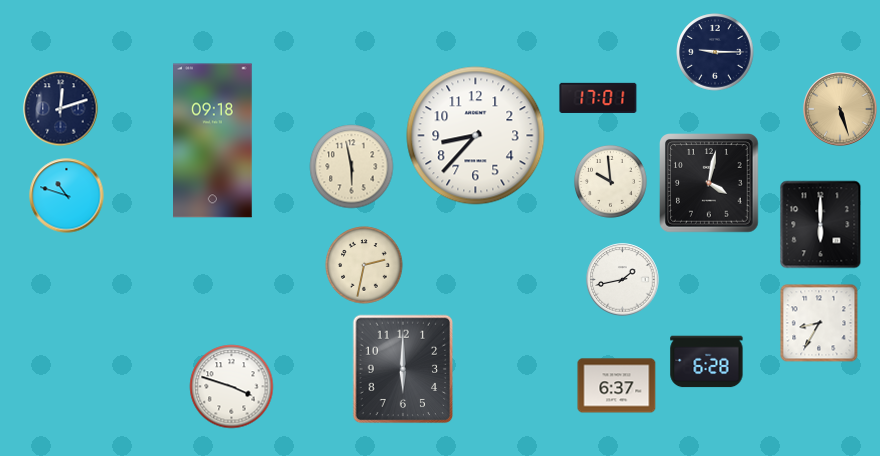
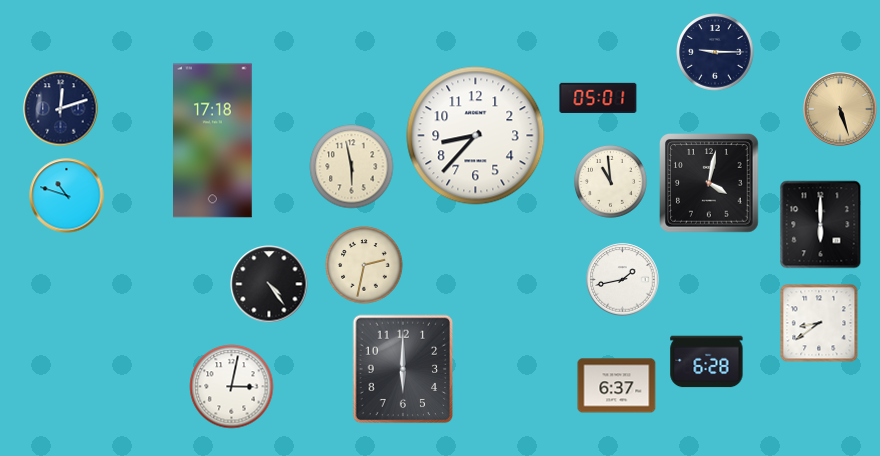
clock at (598, 98): 17:01 -> 05:01
clock at (213, 141): 09:18 -> 17:18
clock at (610, 181): 9:59 -> 10:59
clock at (269, 284): none -> 4:24
clock at (819, 323): 8:35 -> 8:39
clock at (232, 387): 3:48 -> 3:02
